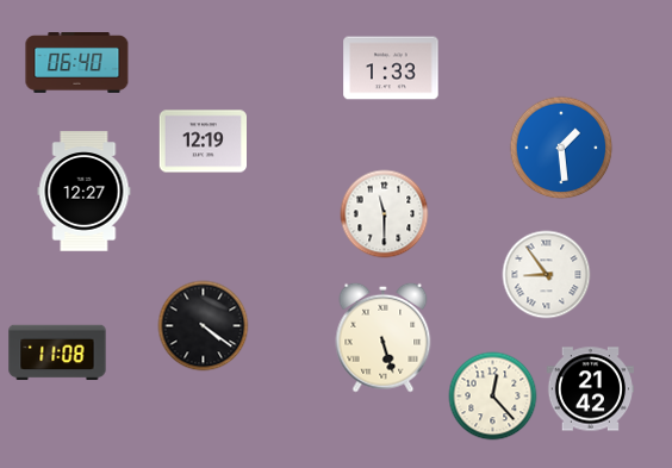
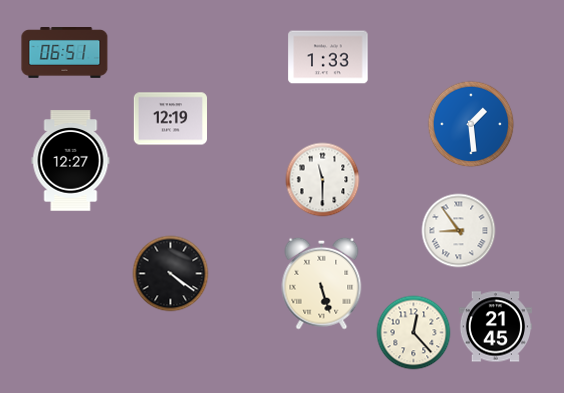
clock at (77, 63): 06:40 -> 06:51
clock at (57, 352): 11:08 -> none
clock at (590, 389): 21:42 -> 21:45
